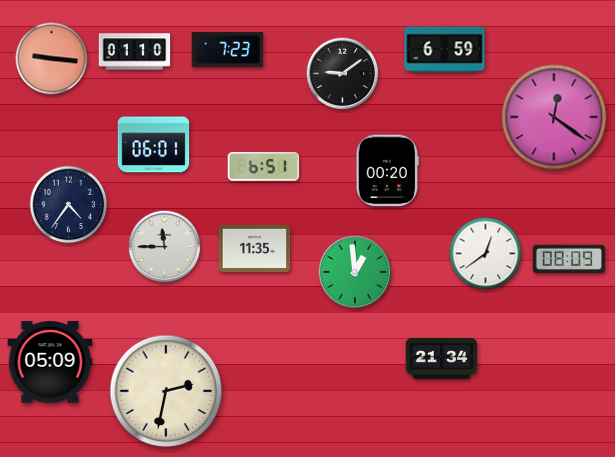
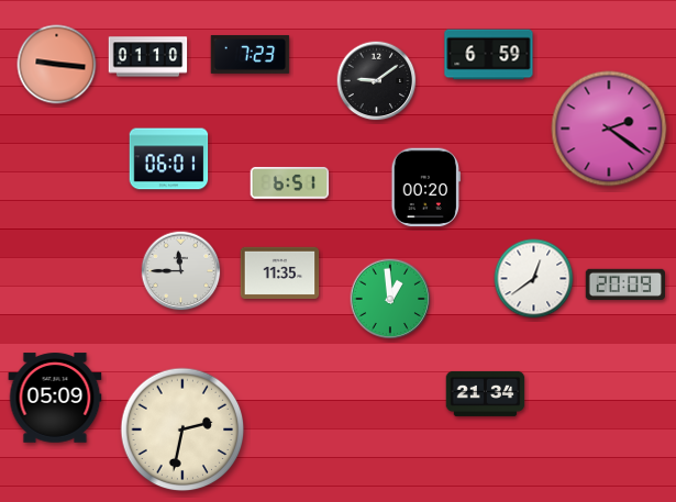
clock at (554, 117): 12:21 -> 2:21
clock at (69, 205): 4:36 -> none
clock at (568, 259): 08:09 -> 20:09
